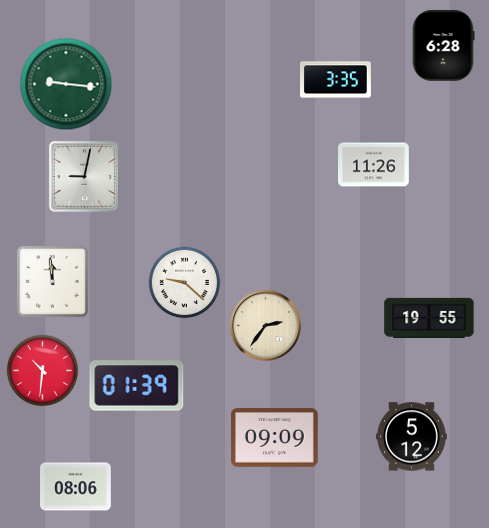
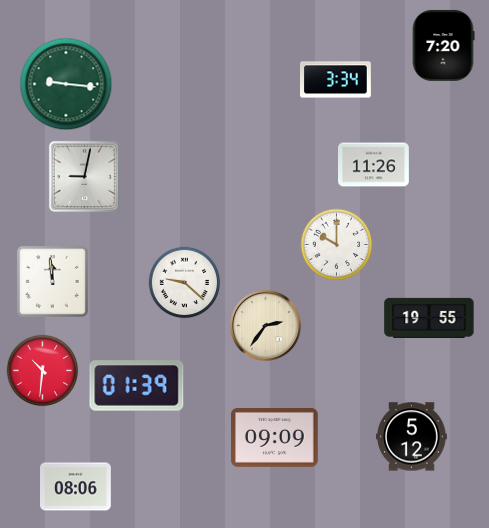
clock at (443, 46): 6:28 -> 7:20
clock at (336, 80): 3:35 -> 3:34
clock at (337, 245): none -> 10:00
